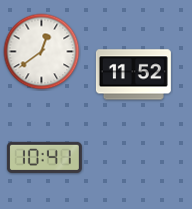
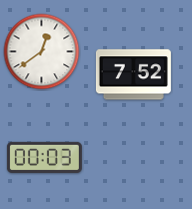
clock at (133, 75): 11:52 -> 7:52
clock at (44, 157): 10:41 -> 00:03
